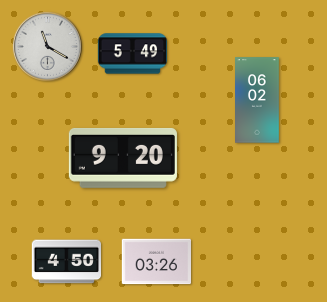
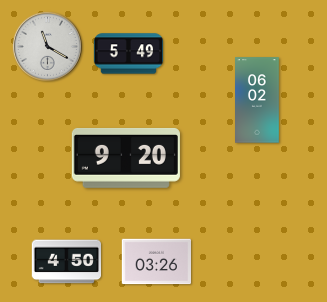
clock at (133, 54) position: (133, 54) -> (129, 54)
clock at (123, 158) position: (123, 158) -> (126, 158)
